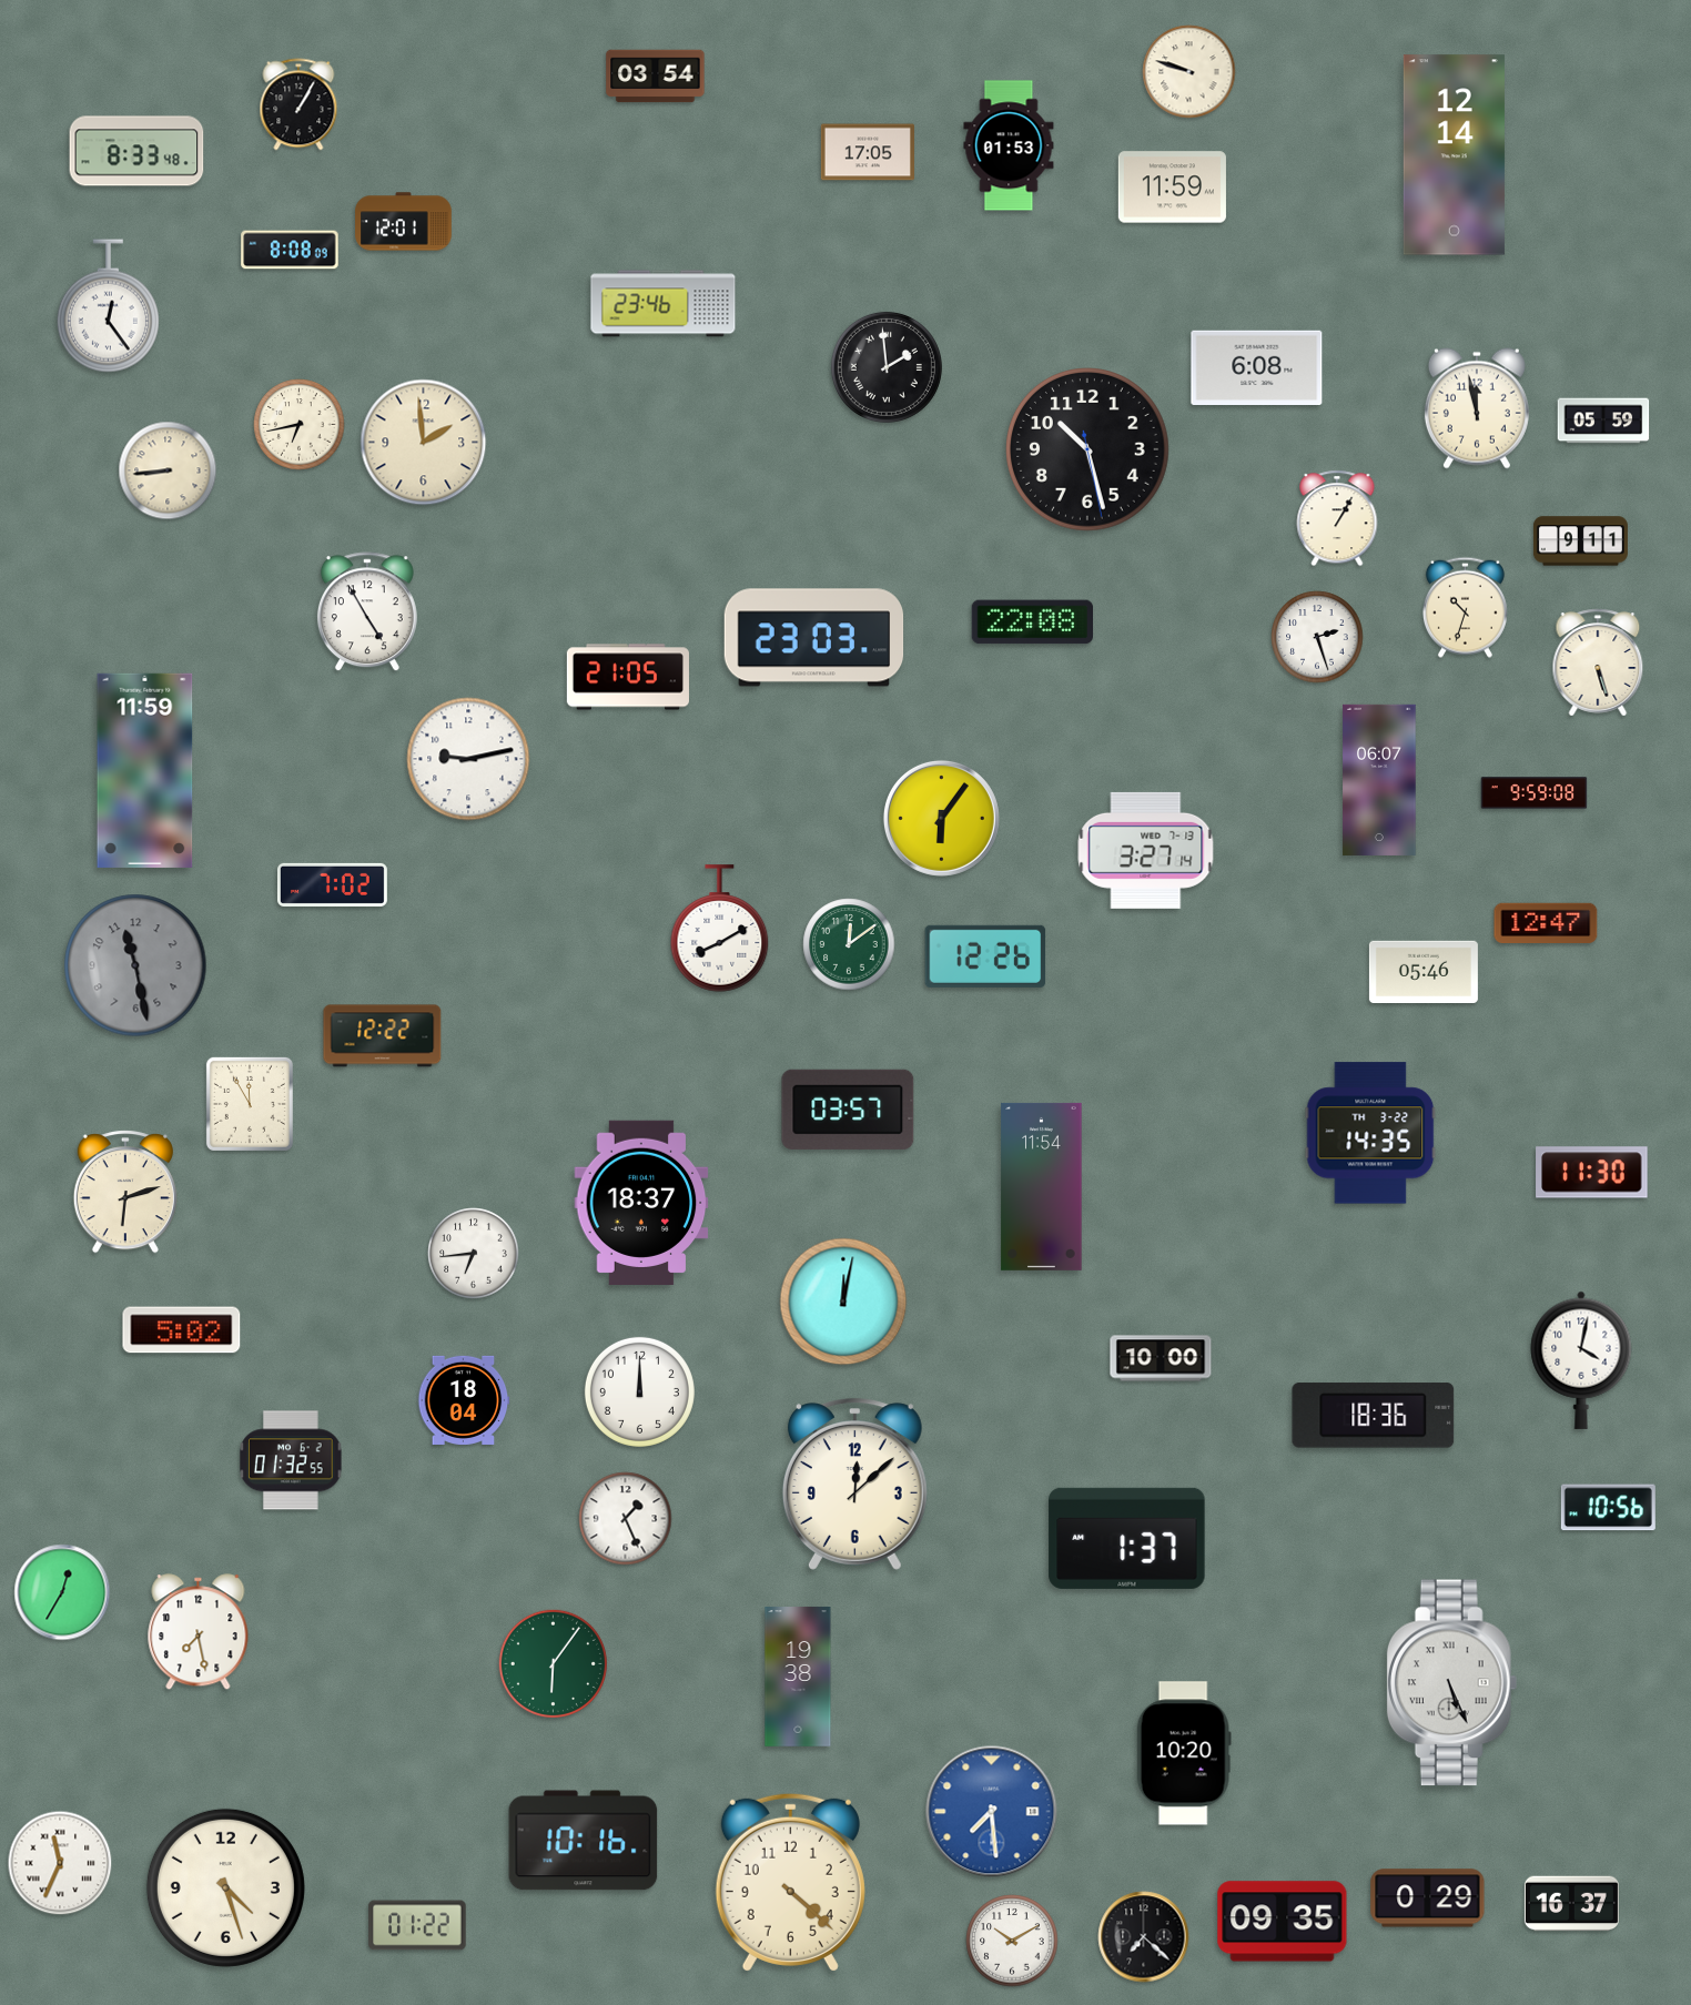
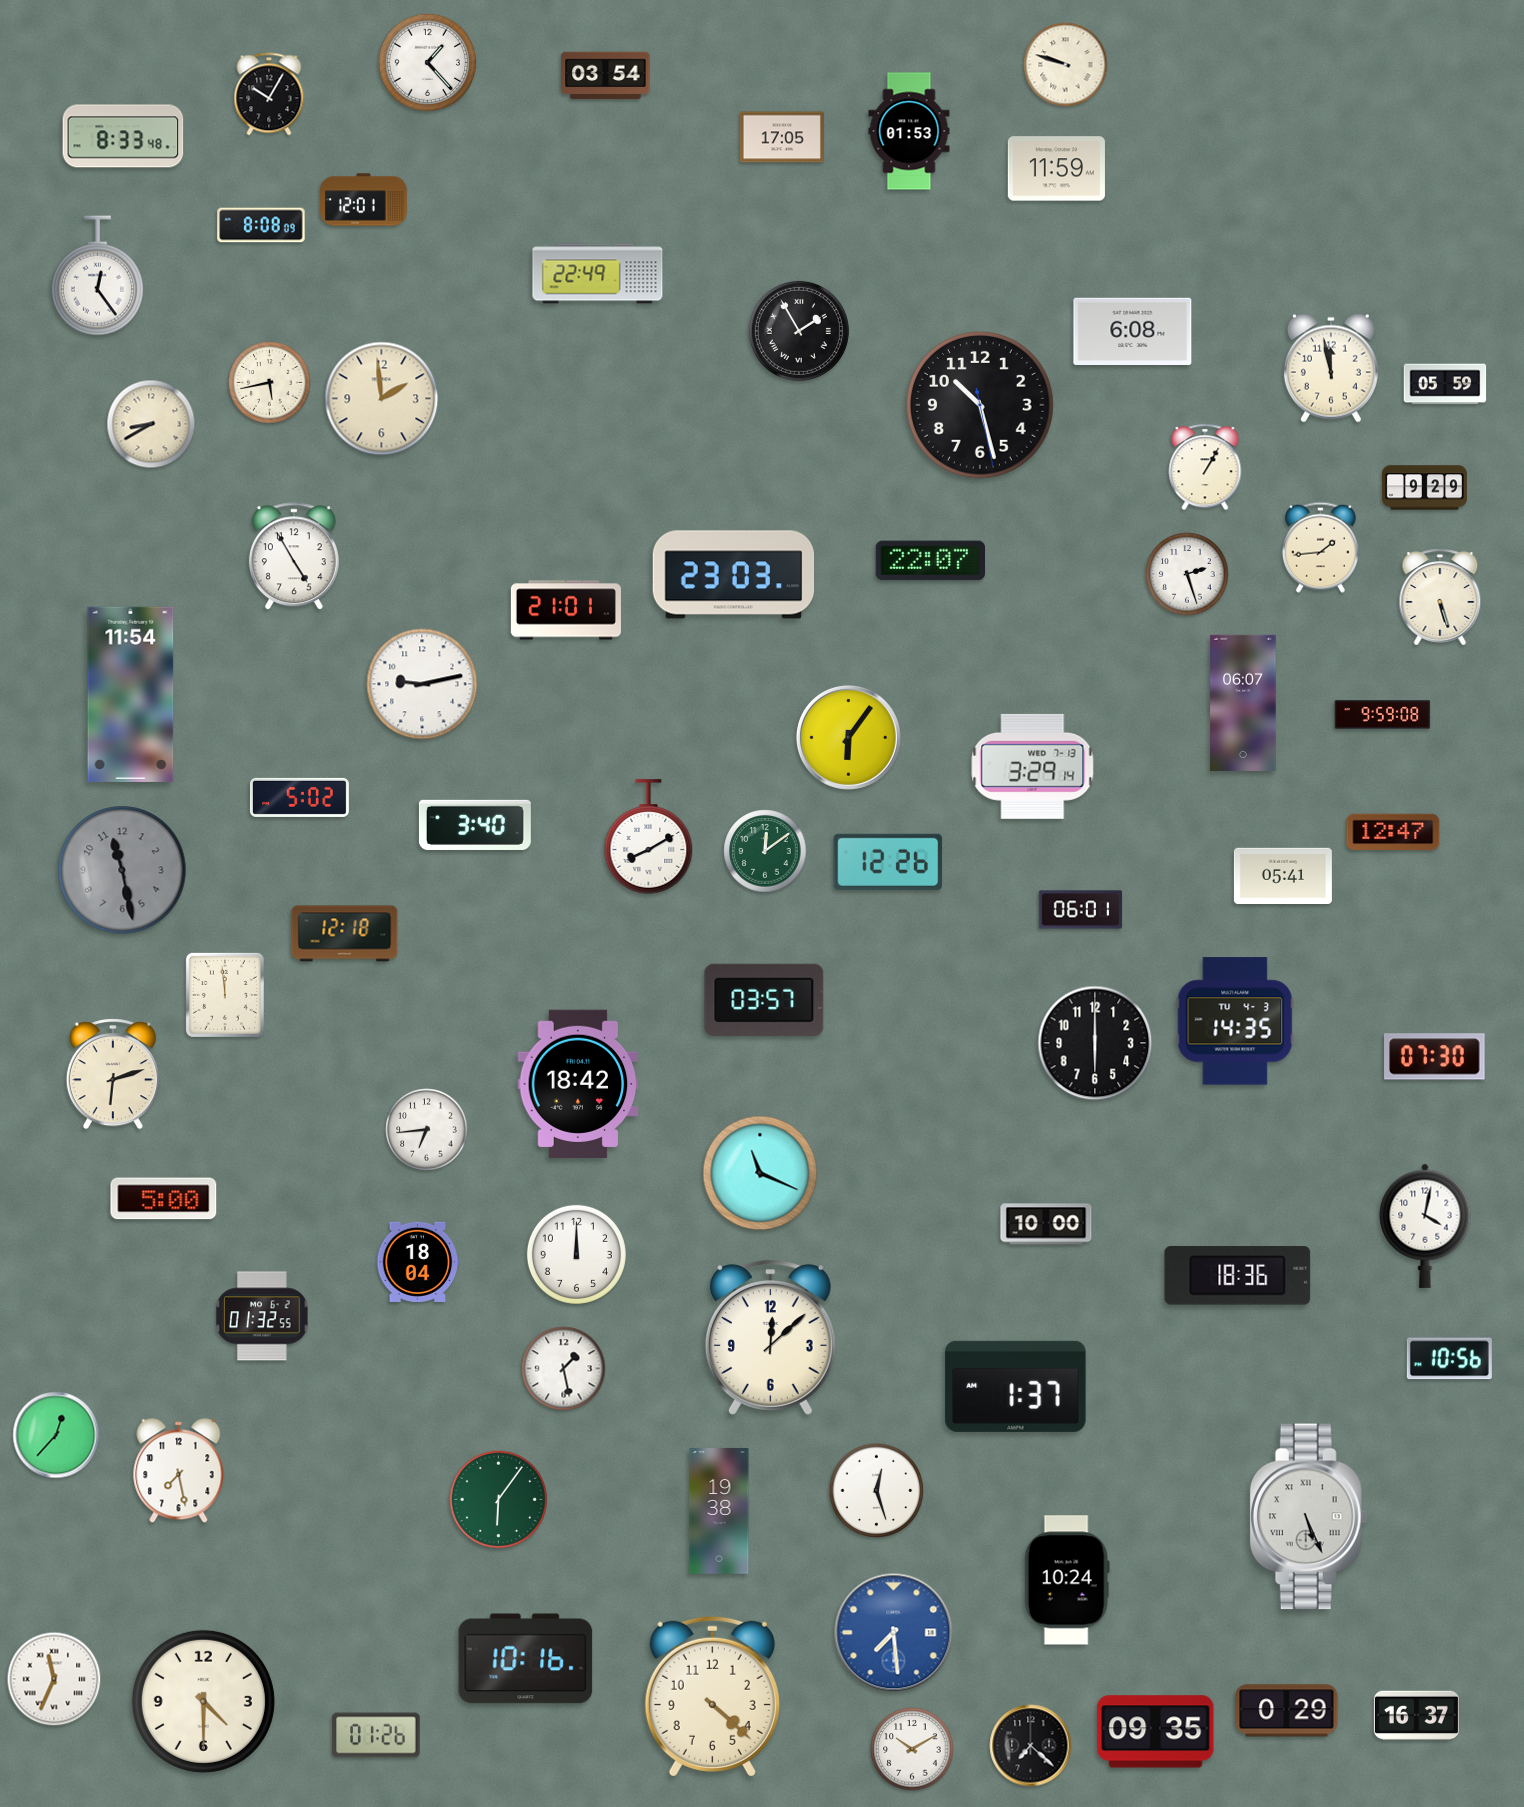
clock at (427, 62): none -> 1:23
clock at (1189, 72) position: (1189, 72) -> (1066, 65)
clock at (656, 77) position: (656, 77) -> (606, 76)
clock at (298, 104): 1:05 -> 10:05
clock at (1454, 155): 12:14 -> none
clock at (664, 304): 23:46 -> 22:49
clock at (887, 367): 1:59 -> 1:55
clock at (1603, 421) position: (1603, 421) -> (1445, 384)
clock at (300, 425): 6:43 -> 5:43
clock at (168, 470): 8:44 -> 8:40
clock at (1580, 541): 9:11 -> 9:29
clock at (1465, 607): 10:33 -> 1:44
clock at (367, 612) position: (367, 612) -> (294, 557)
clock at (1032, 622): 22:08 -> 22:07
clock at (628, 677): 21:05 -> 21:01
clock at (145, 770): 11:59 -> 11:54
clock at (1146, 850): 3:27 -> 3:29
clock at (332, 884): 7:02 -> 5:02
clock at (475, 825): none -> 3:40
clock at (1424, 971): 05:46 -> 05:41
clock at (1081, 910): none -> 06:01
clock at (383, 1036): 12:22 -> 12:18
clock at (250, 1104): 11:55 -> 11:59
clock at (1370, 1133) date: TH 3-22 -> TU 4-3
clock at (1095, 1043): none -> 6:00
clock at (1592, 1173): 11:30 -> 07:30
clock at (1042, 1186): 11:54 -> none
clock at (641, 1202): 18:37 -> 18:42
clock at (843, 1302): 12:02 -> 11:19
clock at (182, 1330): 5:02 -> 5:00
clock at (626, 1519): 1:26 -> 1:28
clock at (62, 1592): 12:35 -> 12:37
clock at (877, 1491): none -> 12:27
clock at (1184, 1753): 10:20 -> 10:24
clock at (225, 1887): 4:27 -> 4:30
clock at (417, 1925): 01:22 -> 01:26
